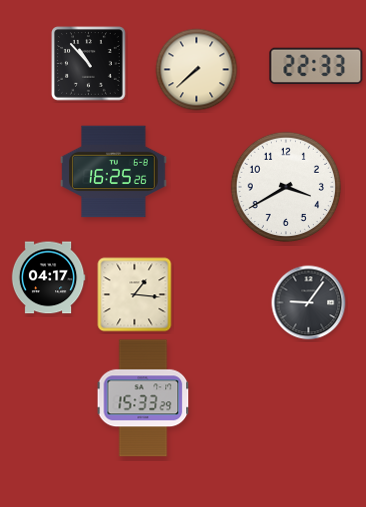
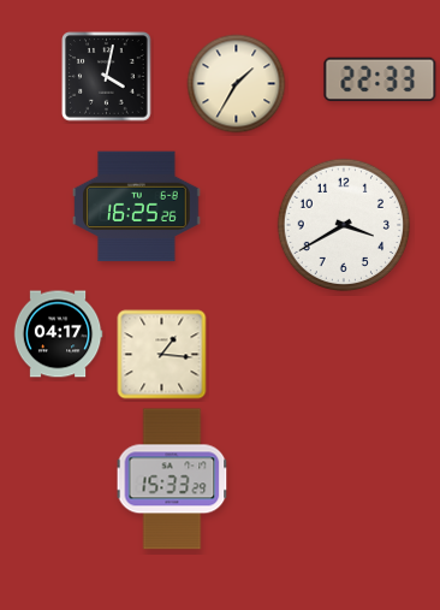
clock at (89, 64): 10:53 -> 4:02
clock at (197, 70): 7:38 -> 1:35
clock at (309, 303): 9:06 -> none
